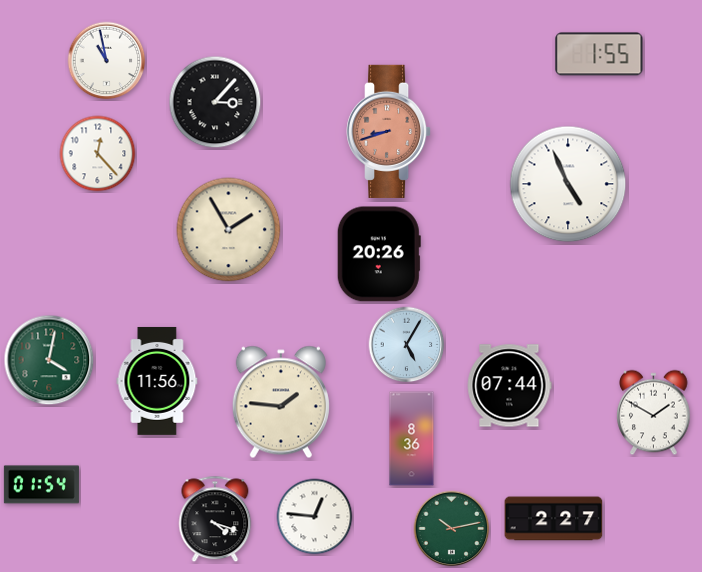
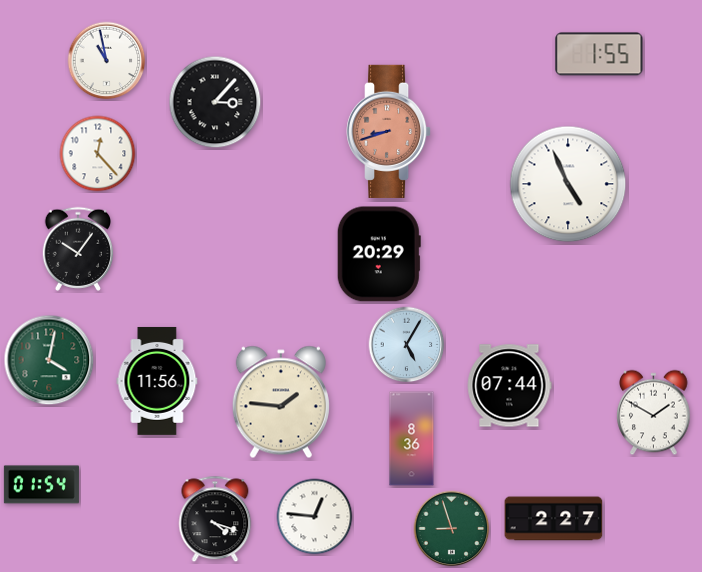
clock at (229, 230): 1:55 -> none
clock at (77, 249): none -> 10:06
clock at (379, 254): 20:26 -> 20:29
clock at (452, 529): 10:13 -> 8:57
